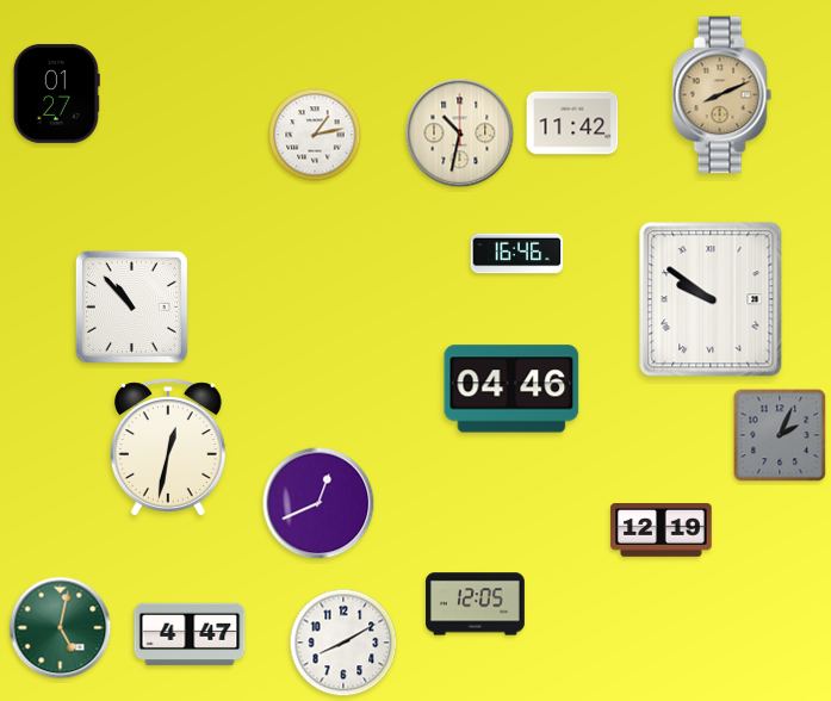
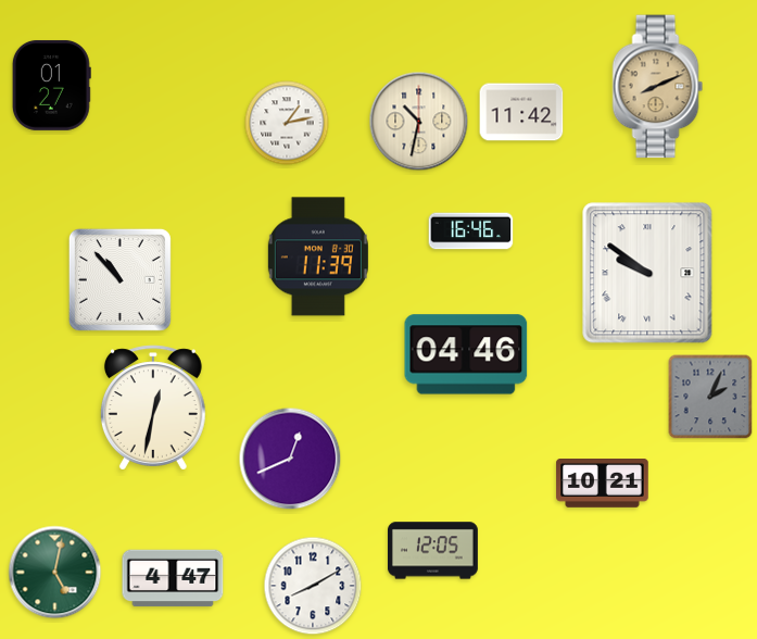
clock at (318, 256): none -> 11:39
clock at (662, 531): 12:19 -> 10:21
